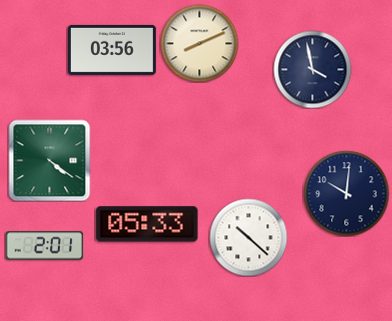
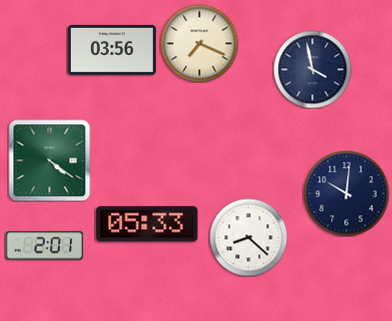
clock at (199, 43): 8:11 -> 7:19
clock at (248, 237): 10:22 -> 8:22
